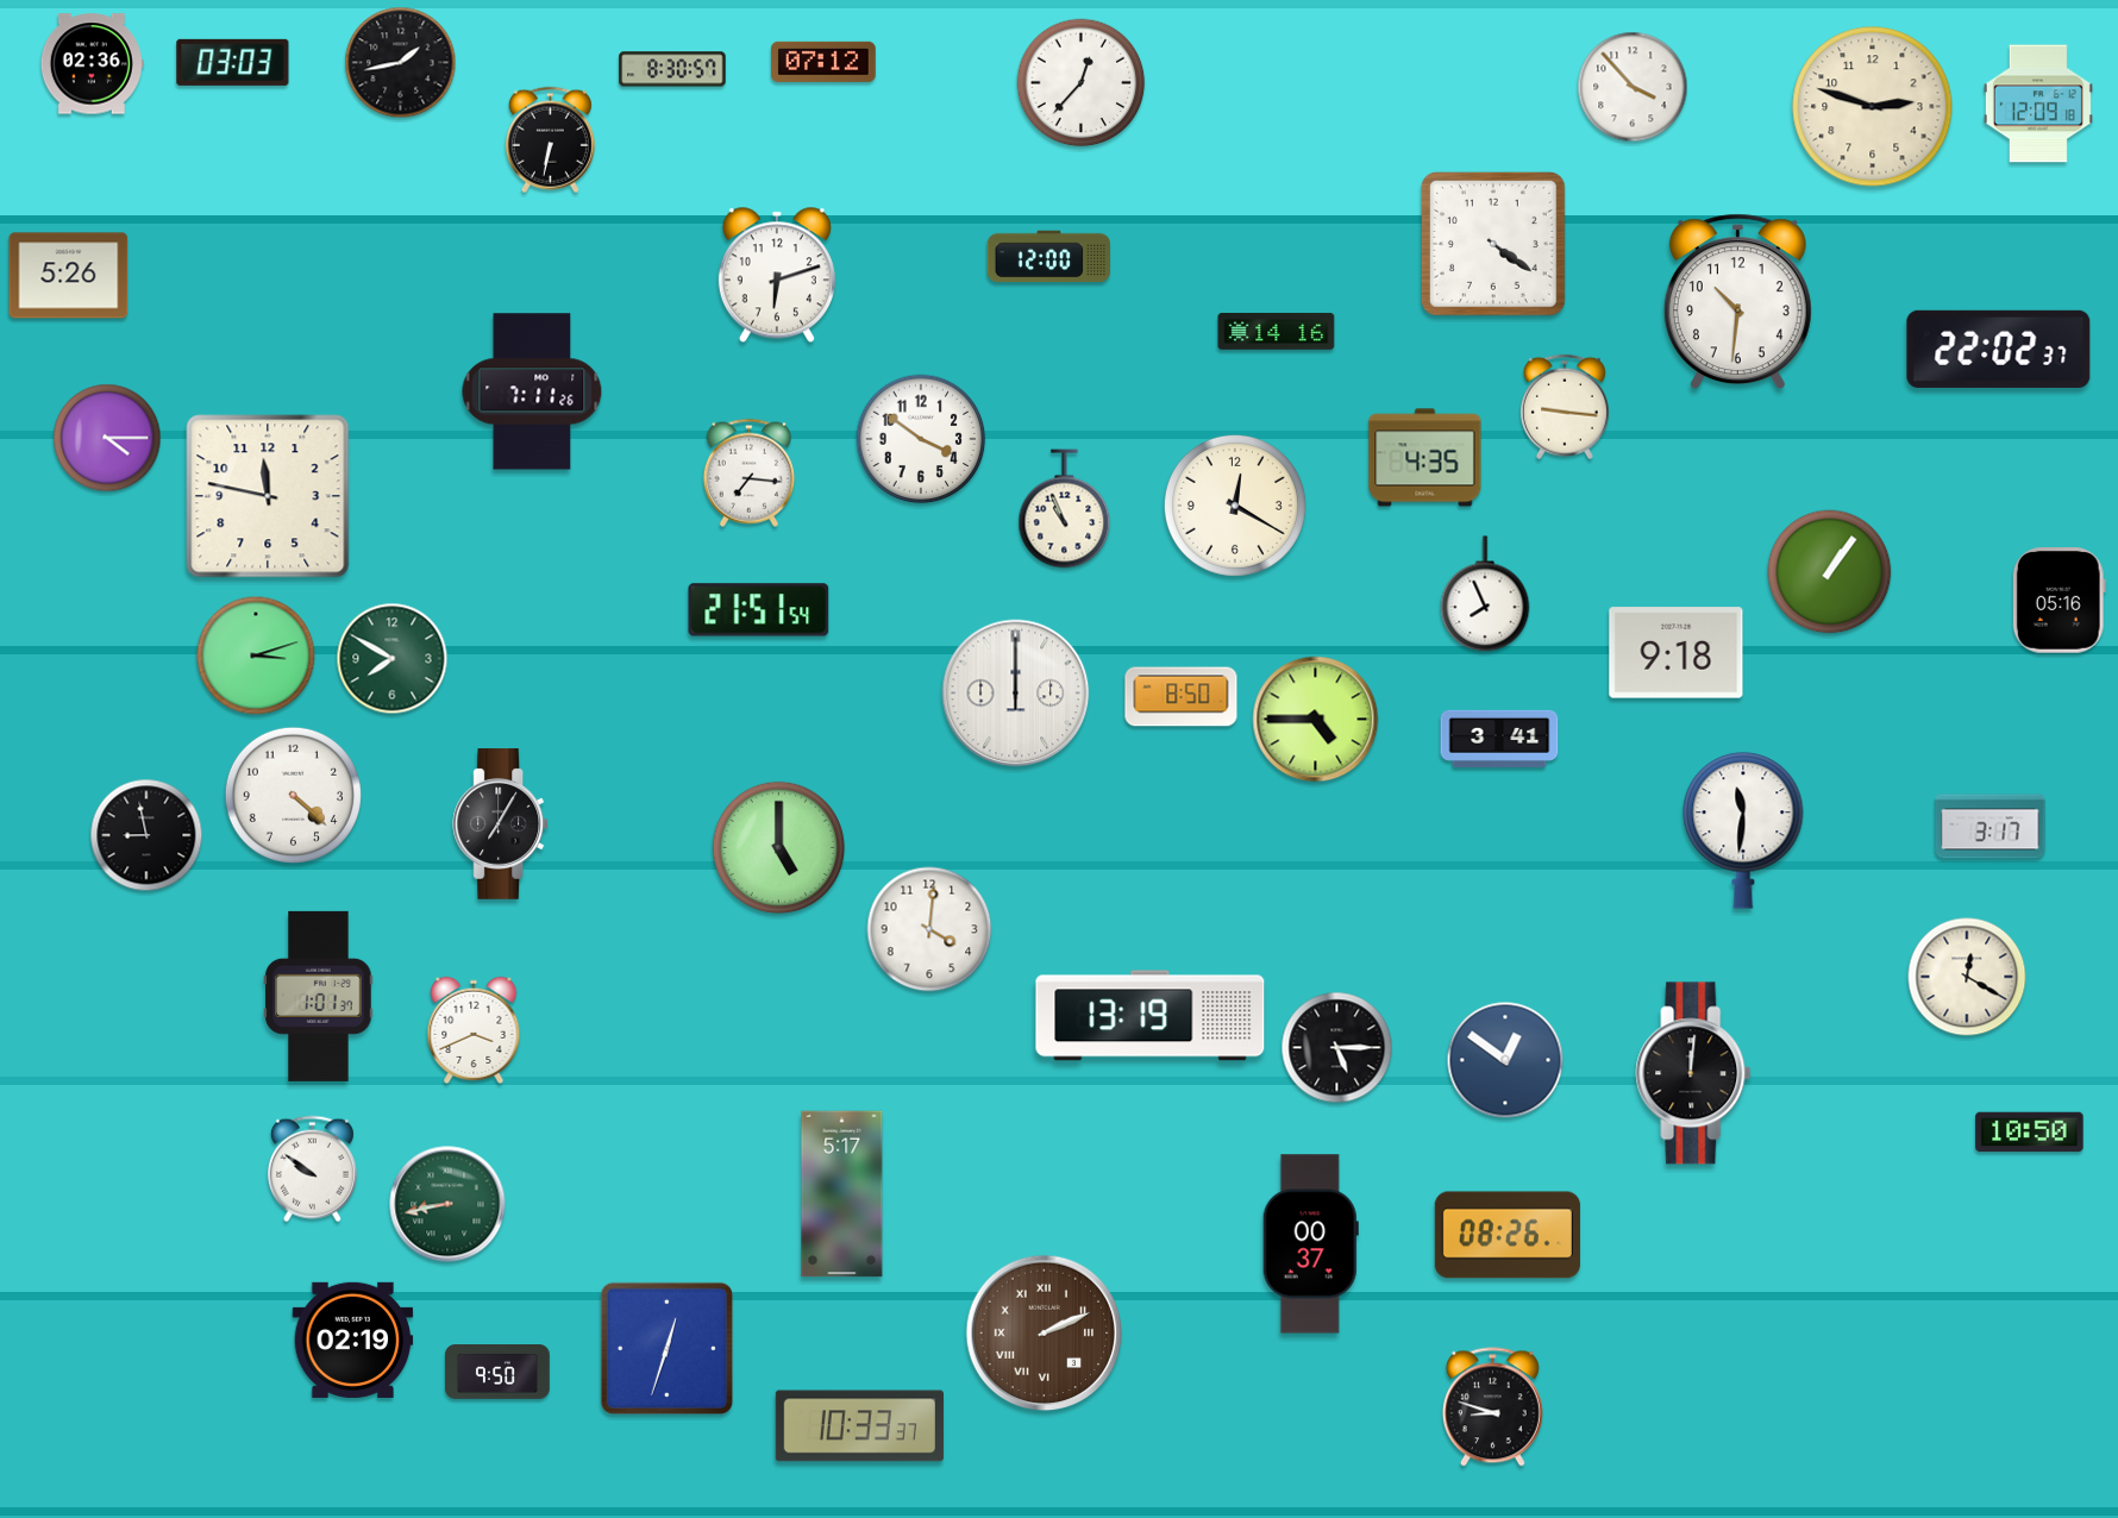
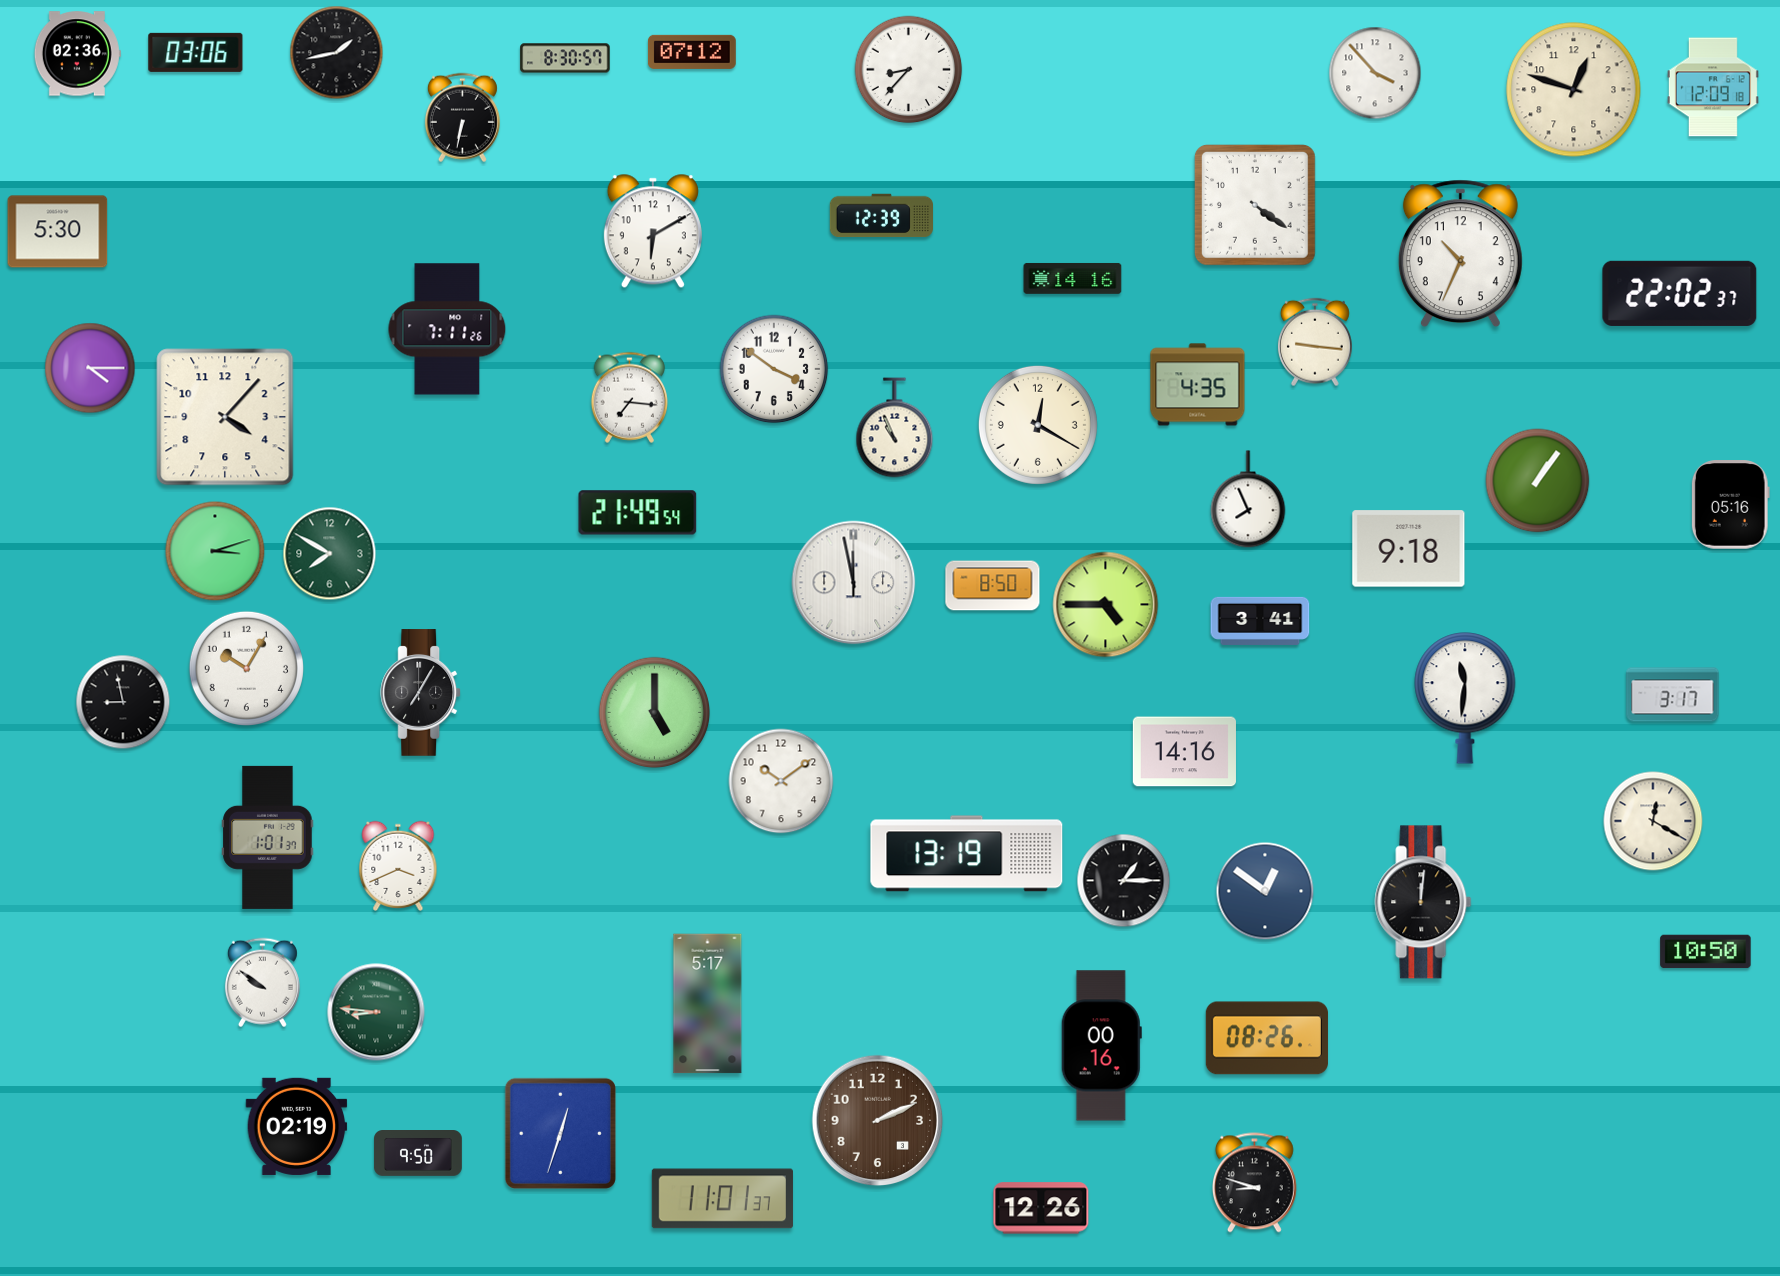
clock at (233, 62): 03:03 -> 03:06
clock at (1082, 83): 12:37 -> 8:37
clock at (1633, 87) position: (1633, 87) -> (1375, 73)
clock at (1873, 107): 2:48 -> 12:48
clock at (1048, 257): 12:00 -> 12:39
clock at (777, 275): 6:12 -> 6:10
clock at (69, 276): 5:26 -> 5:30
clock at (1737, 302): 10:31 -> 10:34
clock at (268, 496): 11:47 -> 4:07
clock at (759, 610): 21:51 -> 21:49
clock at (1016, 694): 12:00 -> 11:58
clock at (293, 795): 4:22 -> 10:05
clock at (1184, 752): none -> 14:16
clock at (929, 929): 4:01 -> 10:09
clock at (1337, 1048): 5:15 -> 1:15
clock at (447, 1204): 8:43 -> 8:46
clock at (1310, 1244): 00:37 -> 00:16
clock at (1045, 1334) numerals: Roman -> Arabic
clock at (859, 1426): 10:33 -> 11:01
clock at (1041, 1208): none -> 12:26
